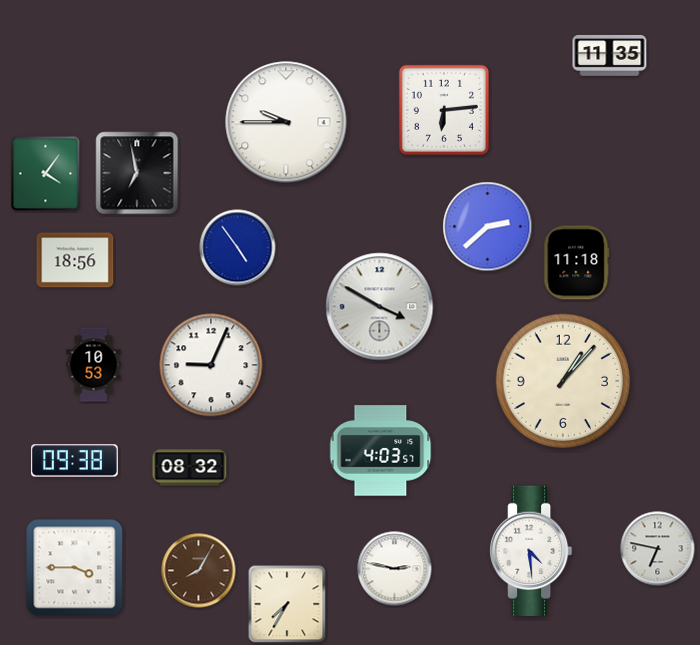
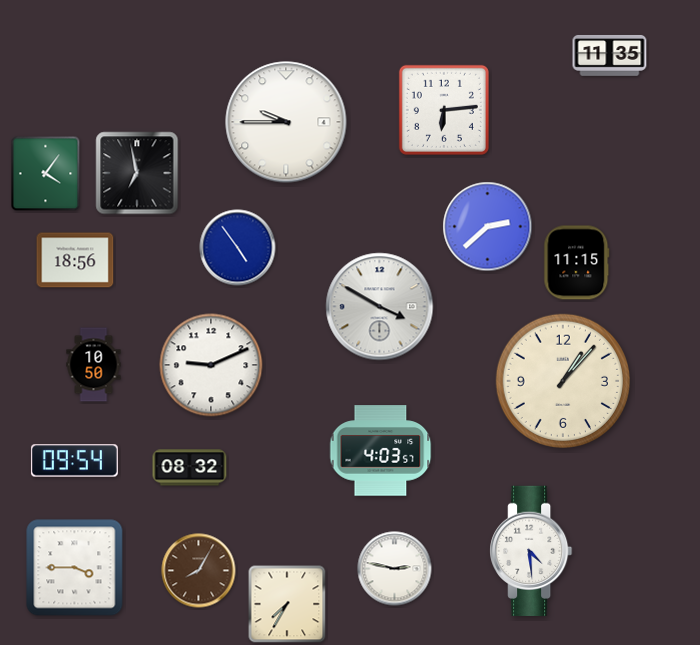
clock at (577, 263): 11:18 -> 11:15
clock at (94, 365): 10:53 -> 10:50
clock at (211, 365): 9:04 -> 9:11
clock at (74, 461): 09:38 -> 09:54
clock at (658, 549): 6:47 -> none
